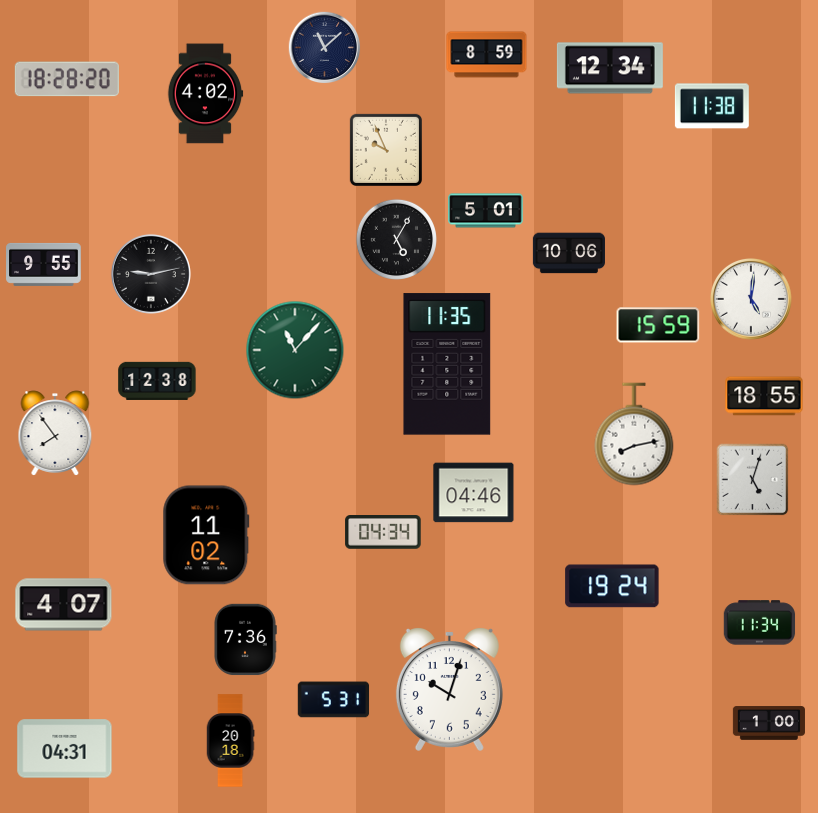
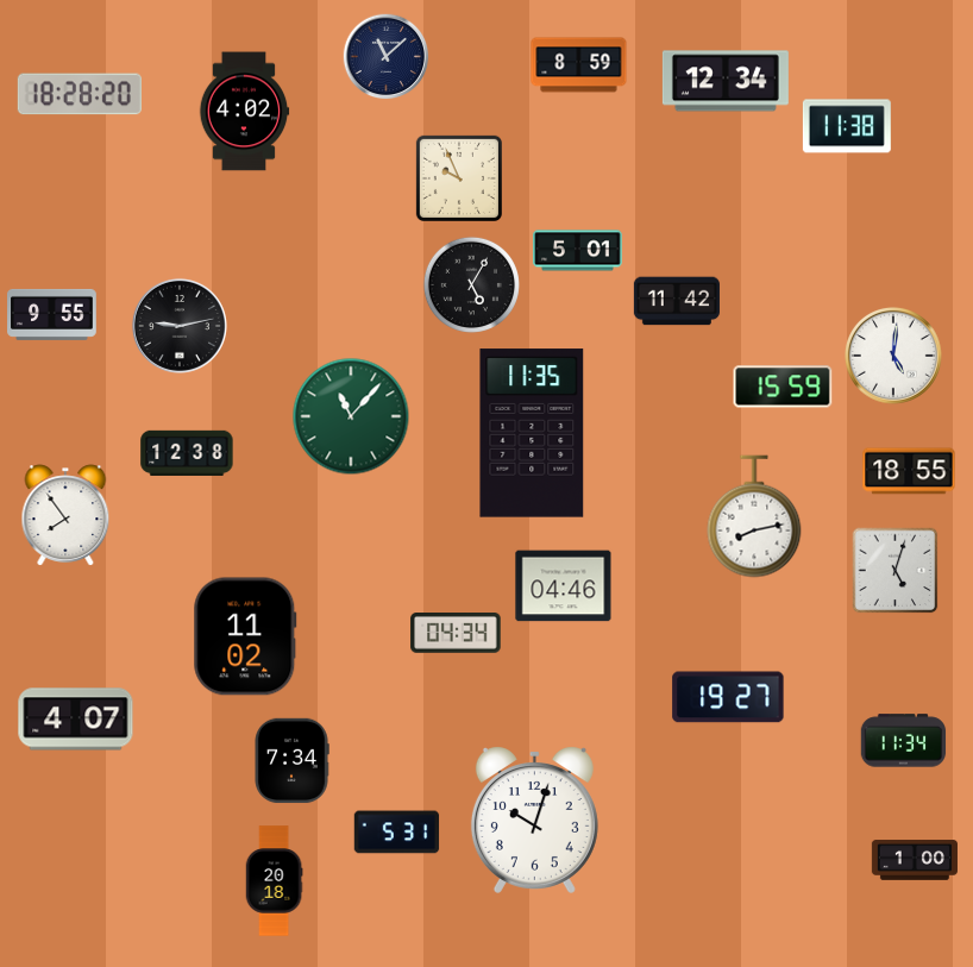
clock at (569, 253): 10:06 -> 11:42
clock at (612, 586): 19:24 -> 19:27
clock at (245, 640): 7:36 -> 7:34
clock at (65, 749): 04:31 -> none
